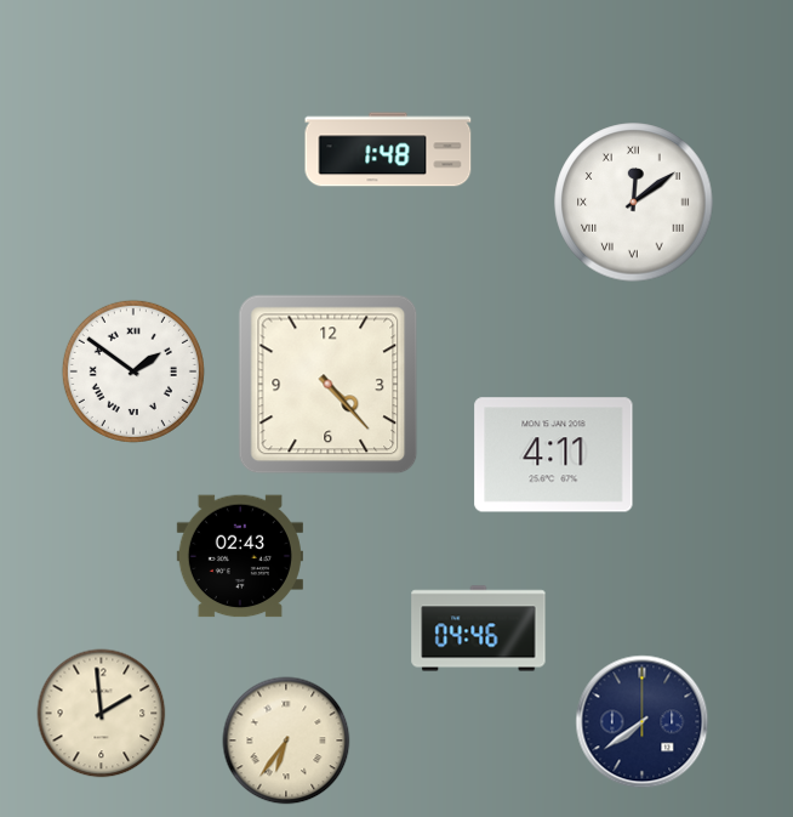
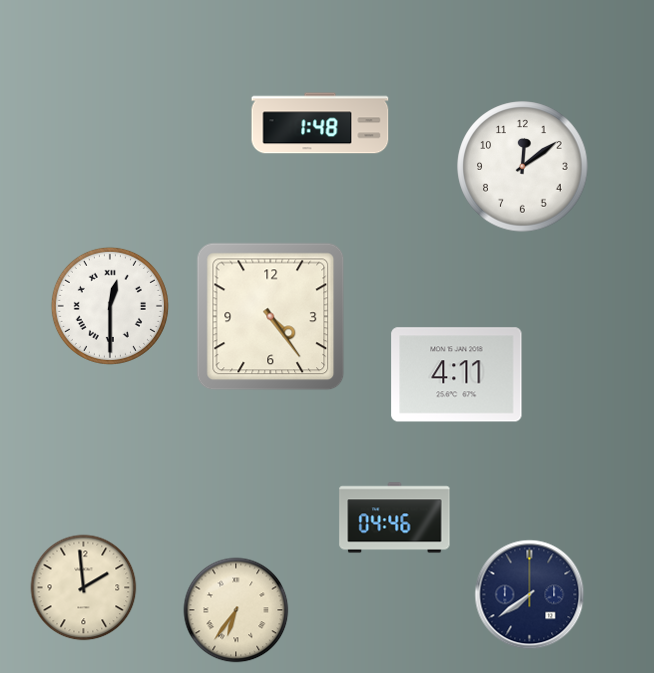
clock at (634, 203) numerals: Roman -> Arabic
clock at (133, 371): 1:51 -> 12:30
clock at (329, 385): 4:23 -> 4:24
clock at (240, 556): 02:43 -> none
